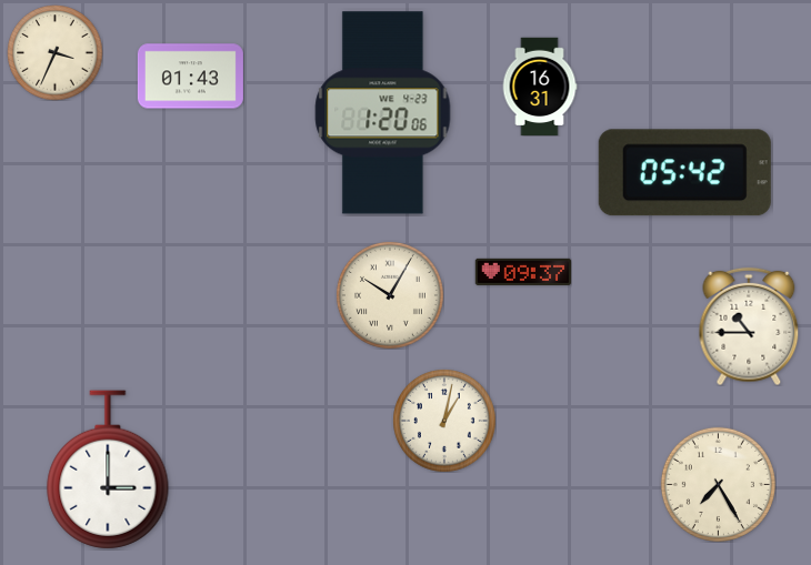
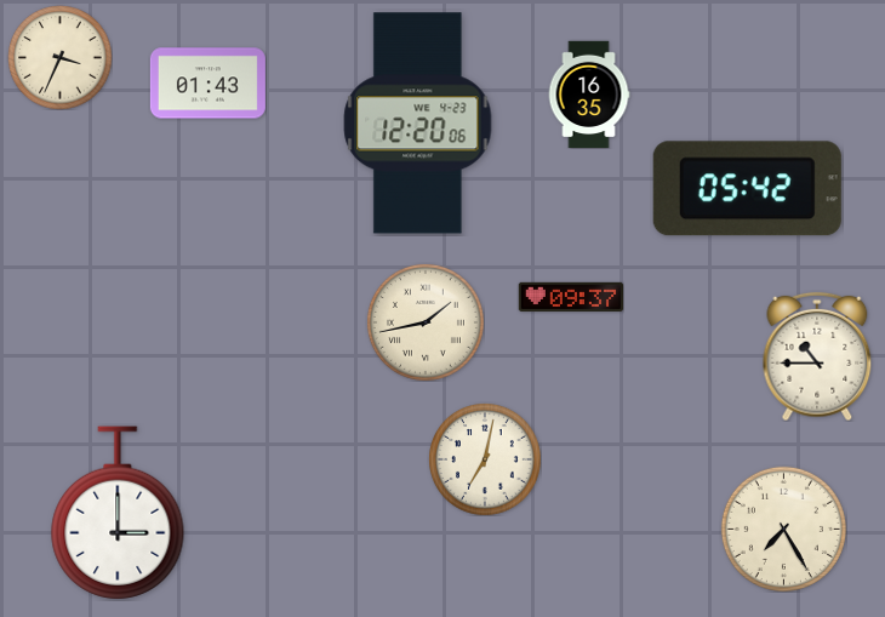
clock at (540, 85): 16:31 -> 16:35
clock at (383, 113): 1:20 -> 12:20
clock at (390, 295): 10:05 -> 1:43
clock at (444, 421): 1:02 -> 7:02
